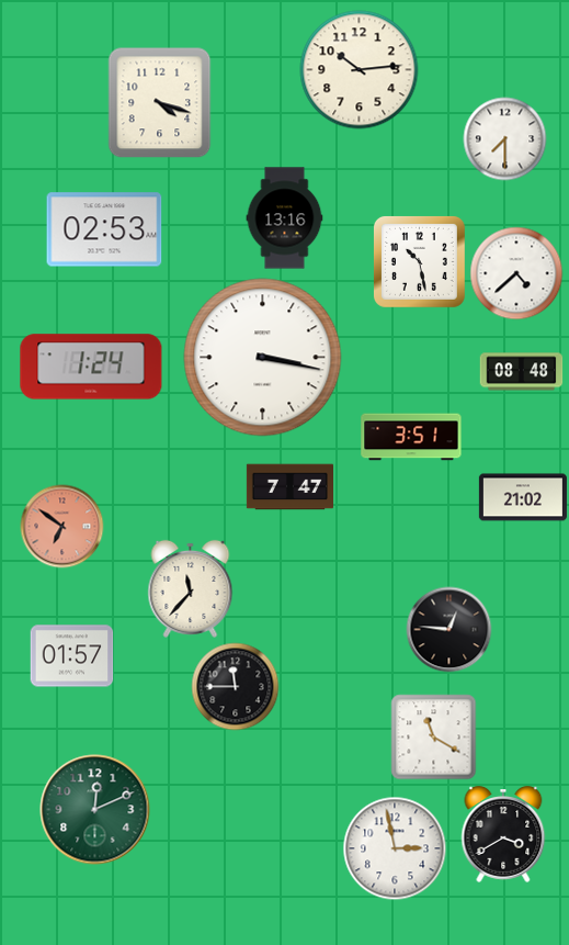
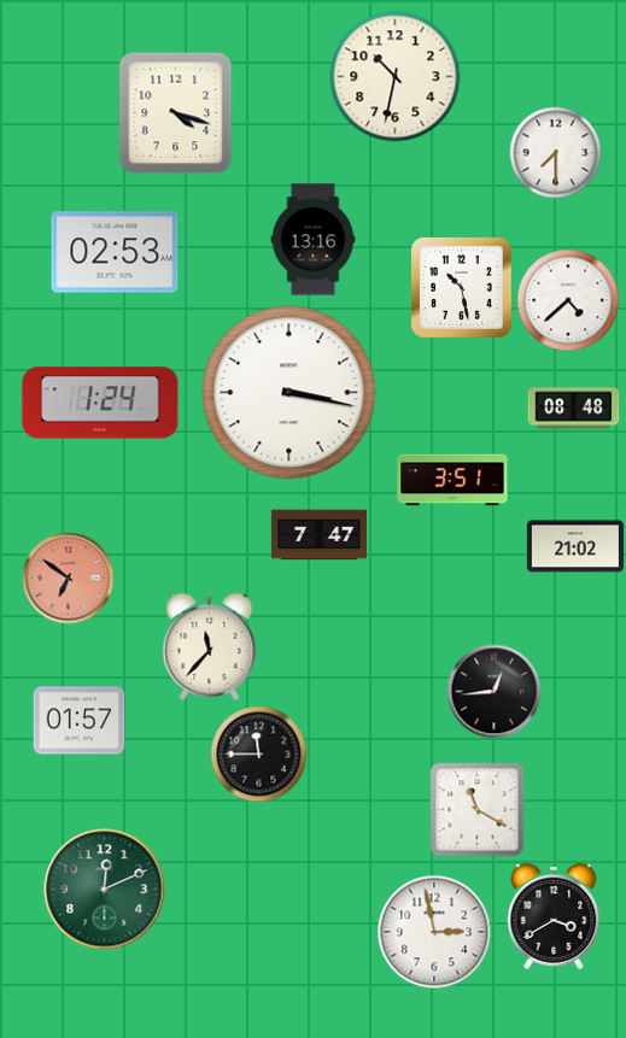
clock at (360, 70): 10:14 -> 10:32
clock at (449, 630): 12:46 -> 12:44
